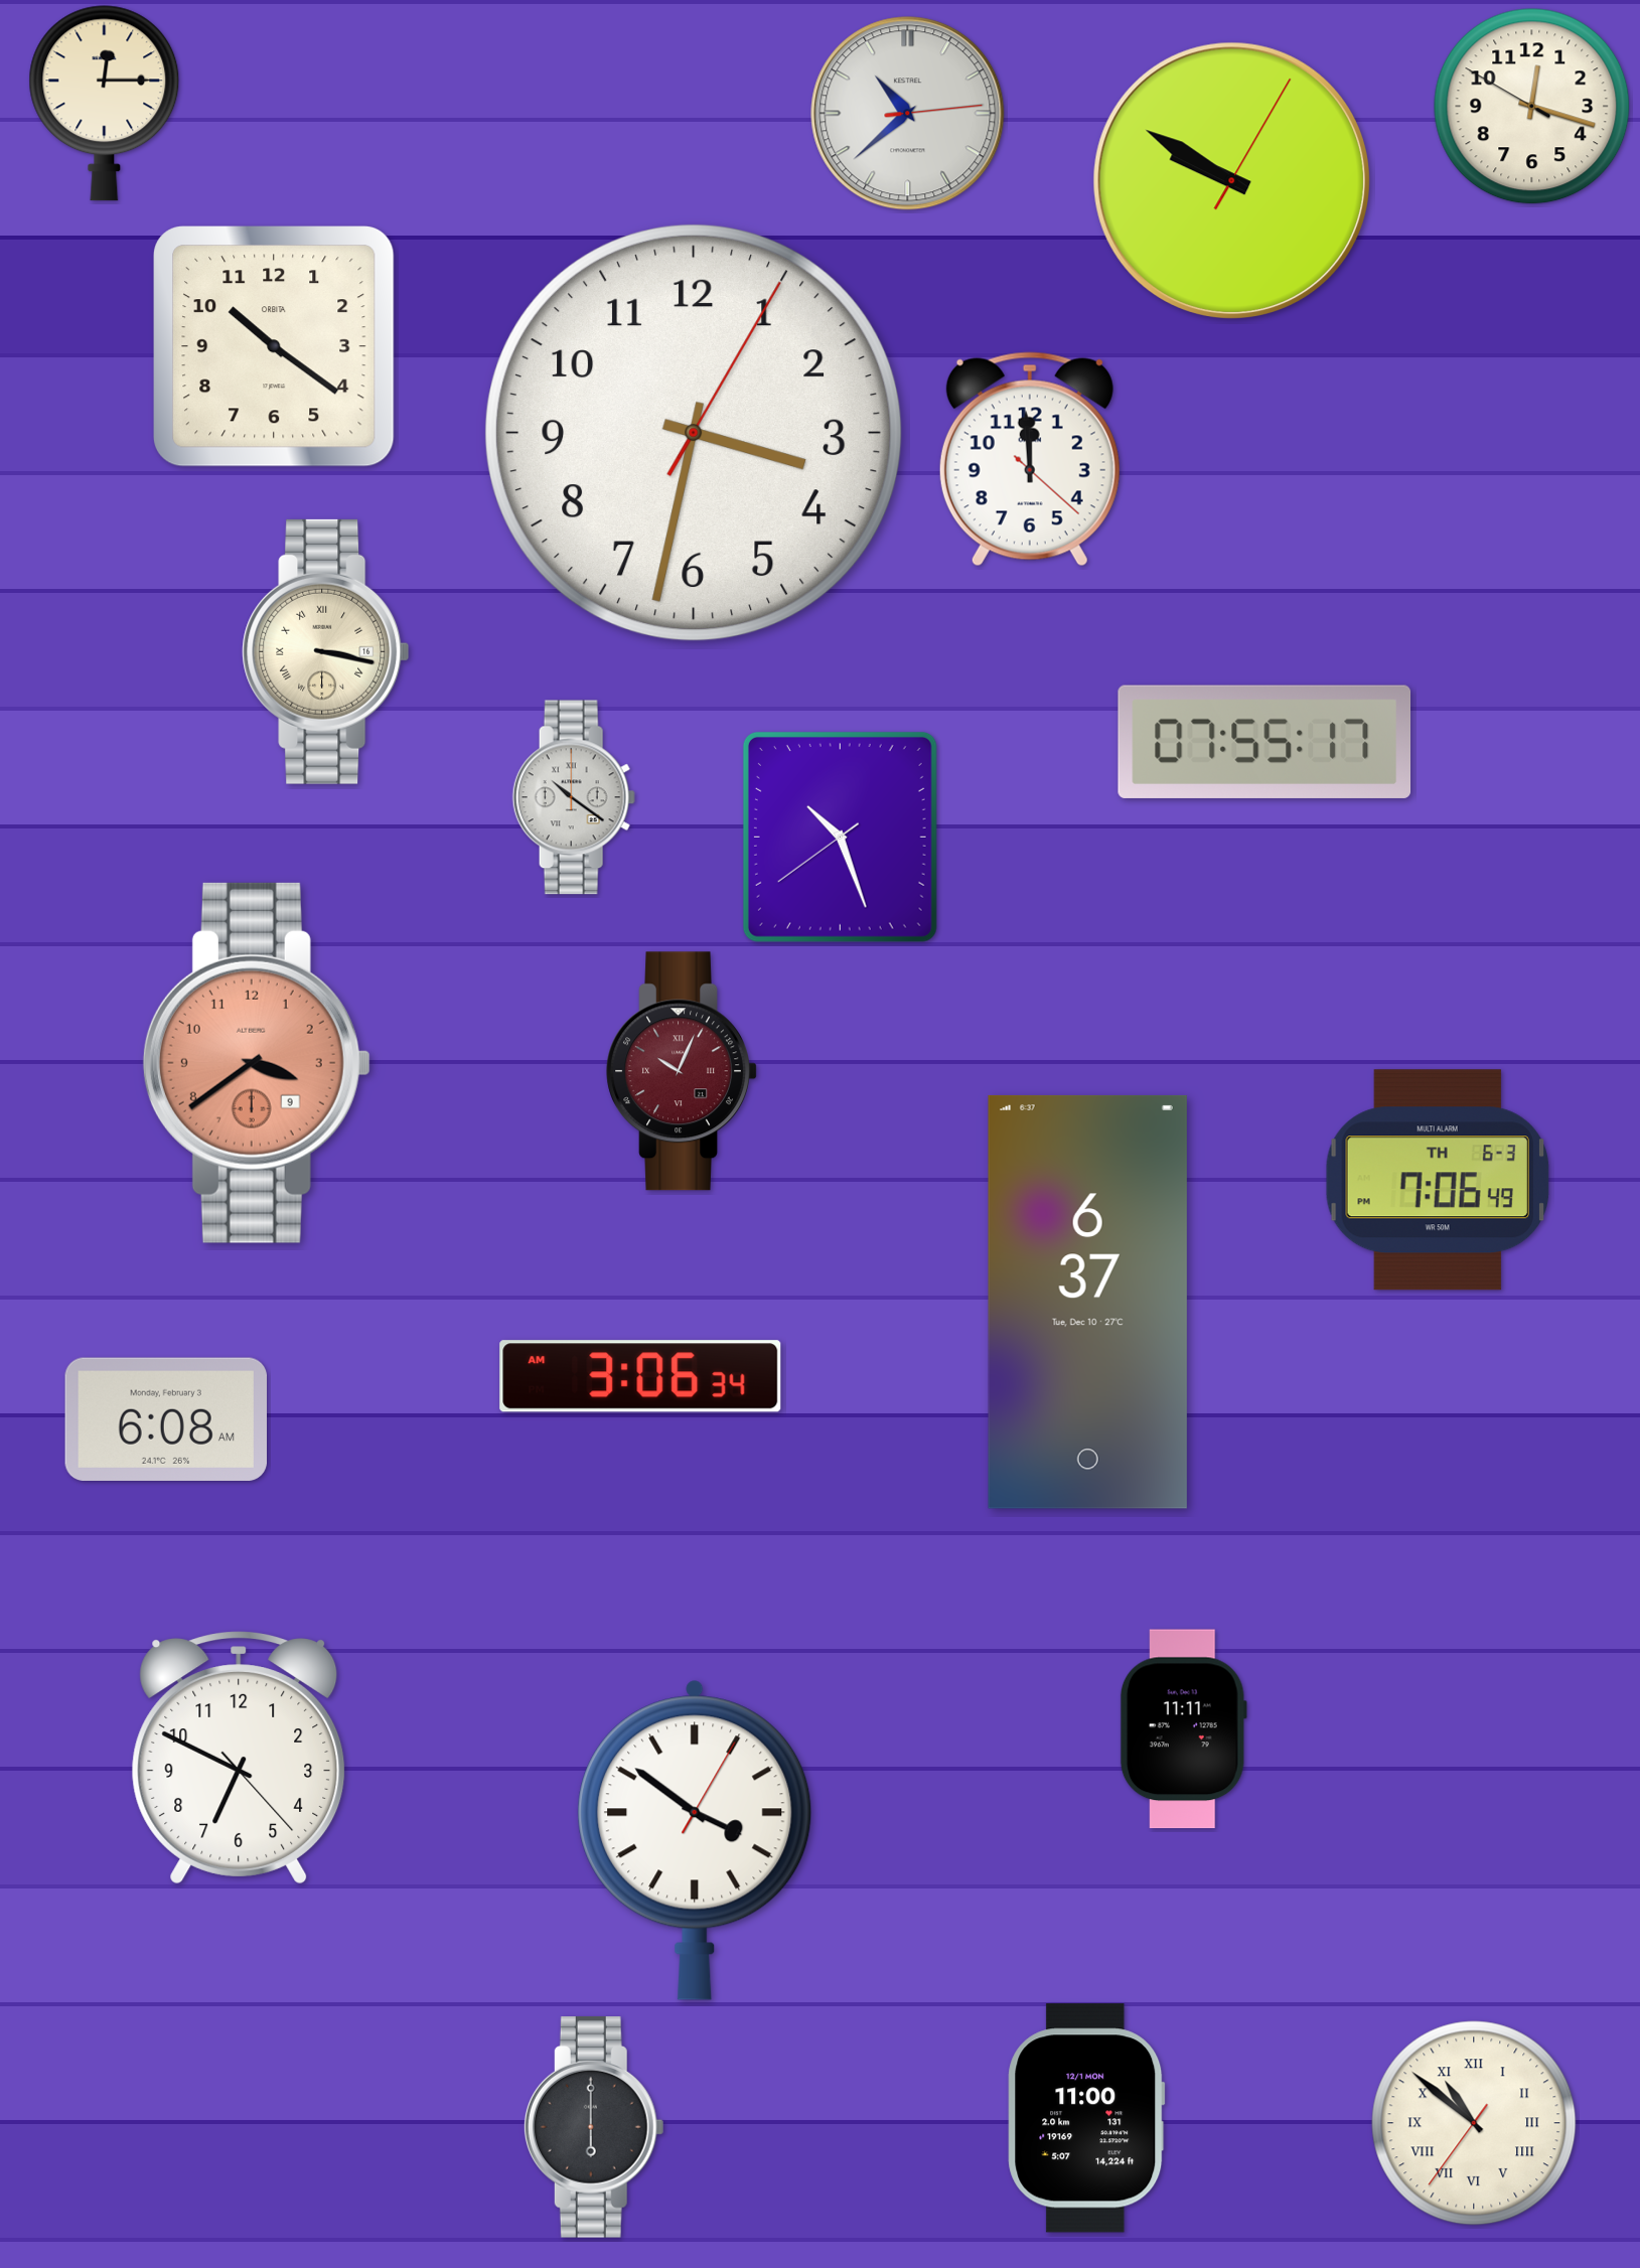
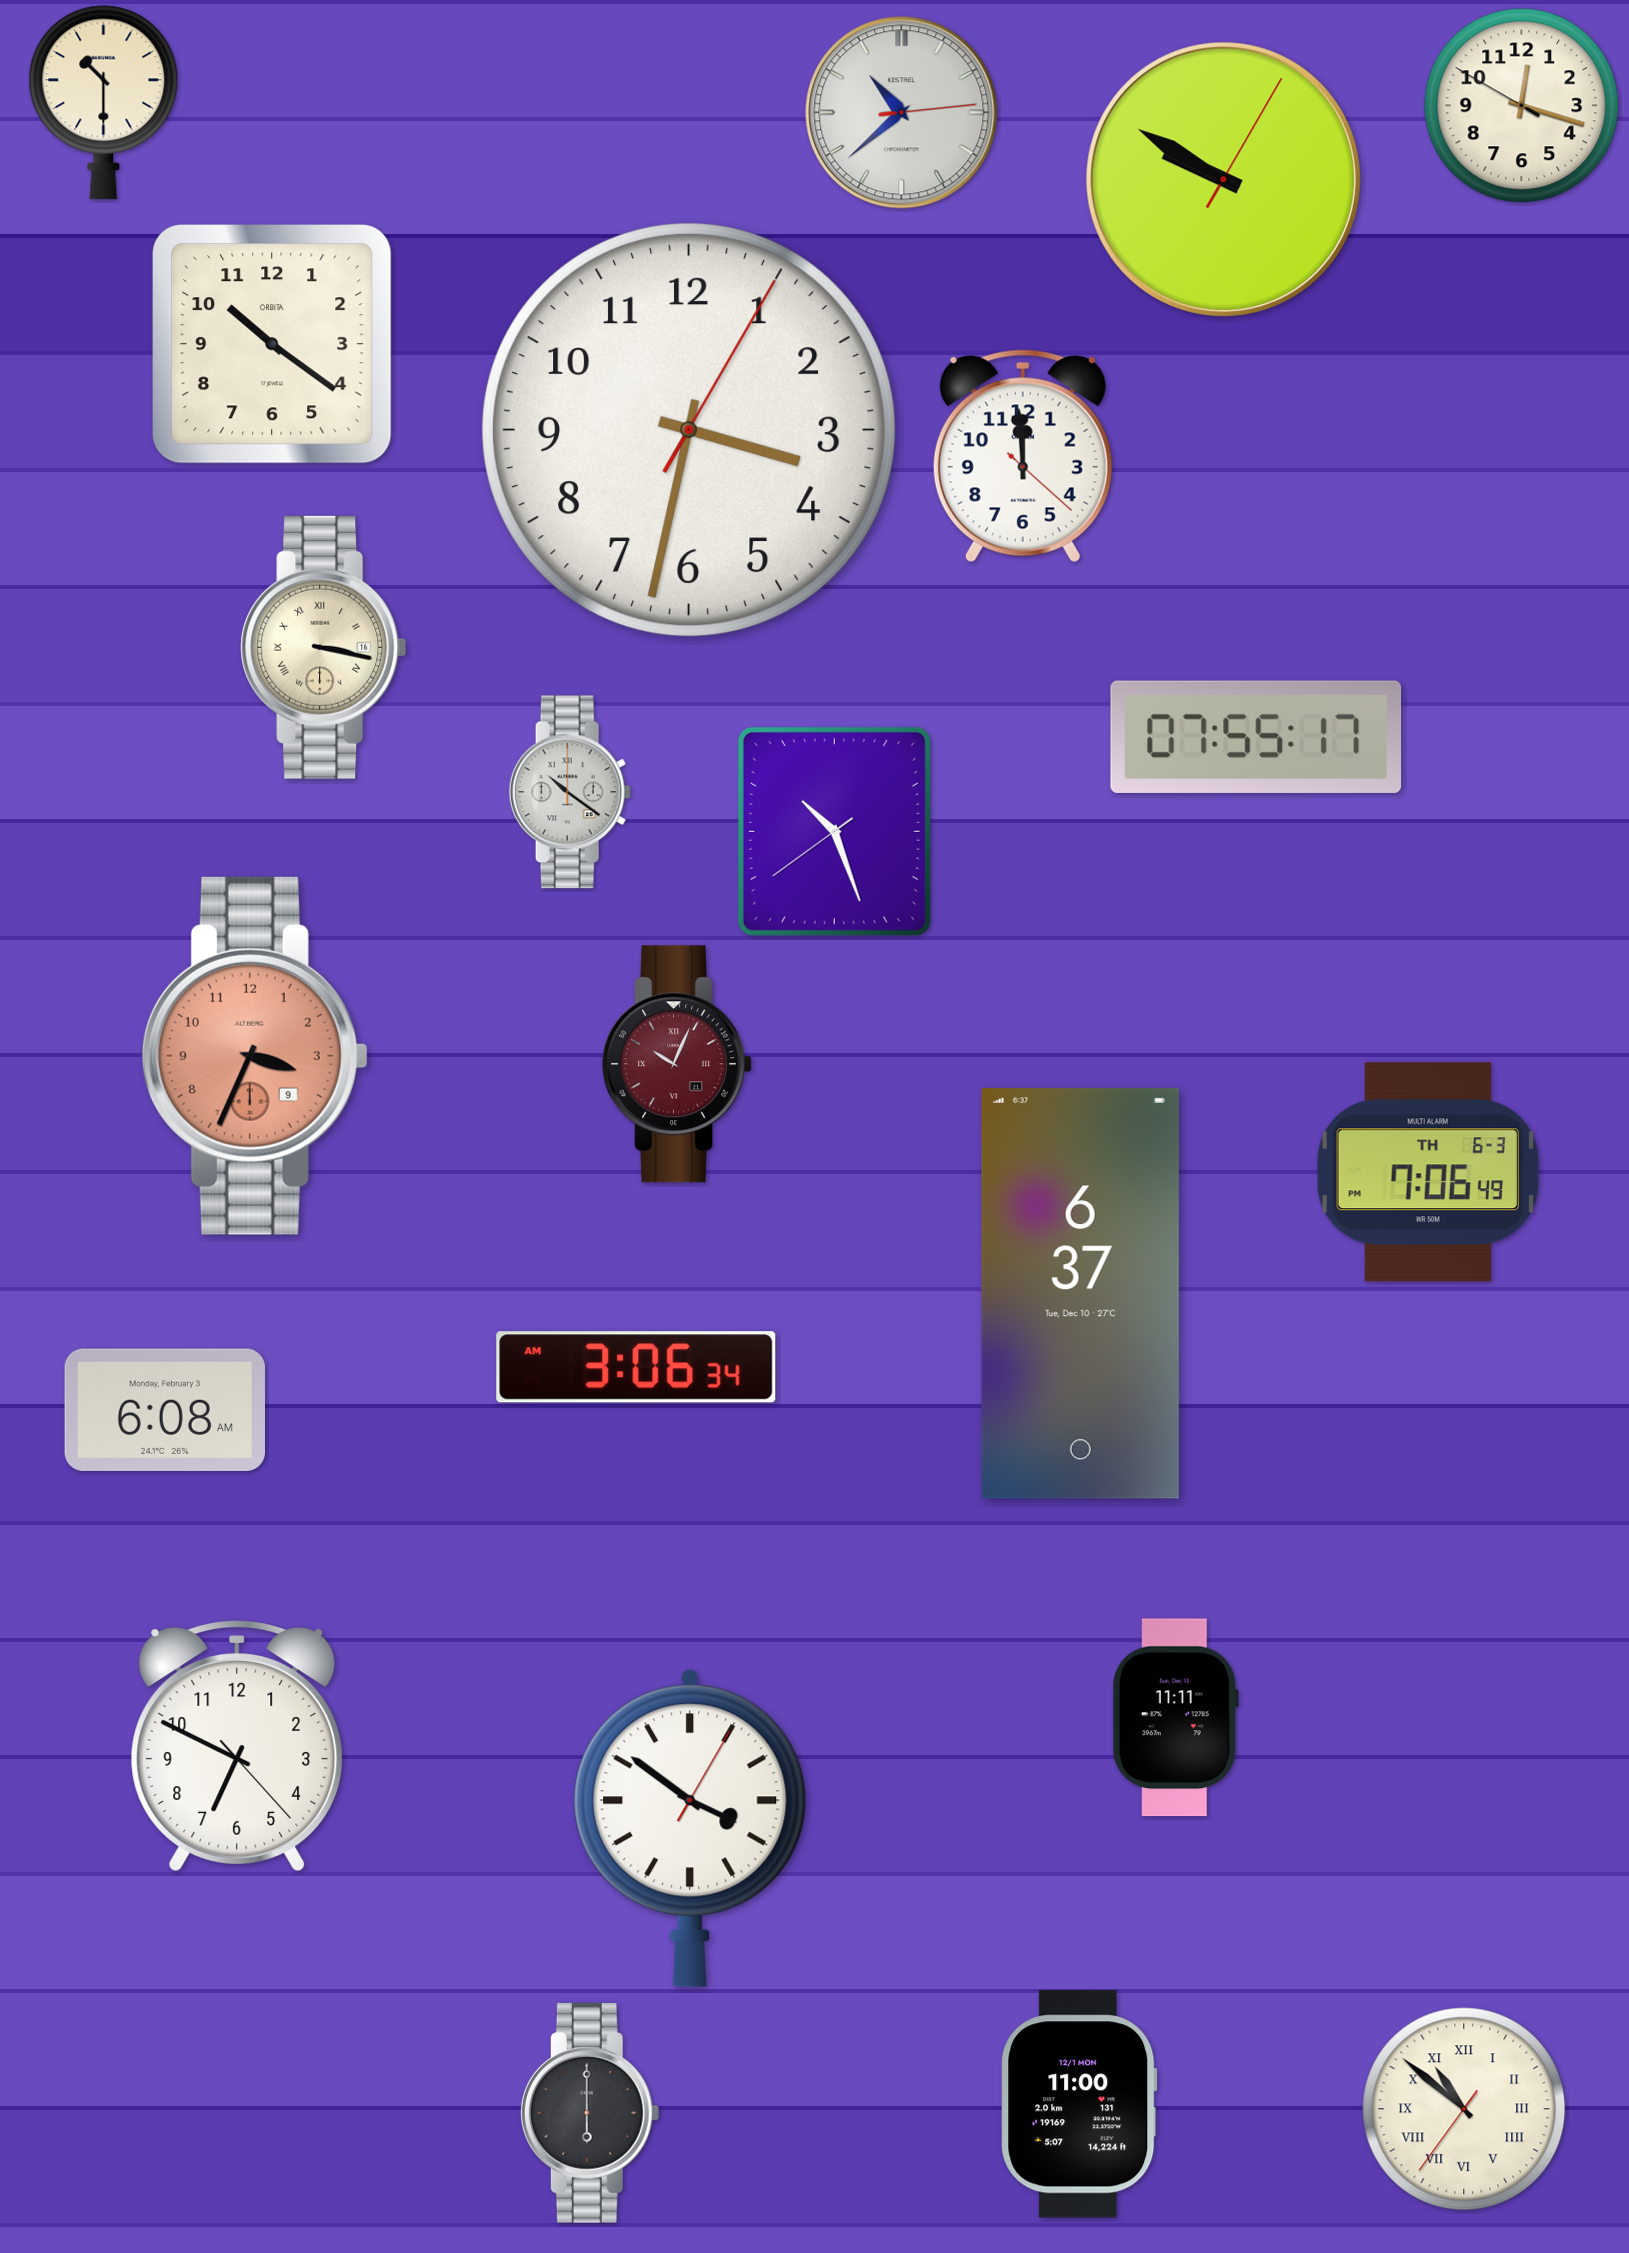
clock at (105, 104): 12:15 -> 10:30
clock at (257, 1063): 3:39 -> 3:34
